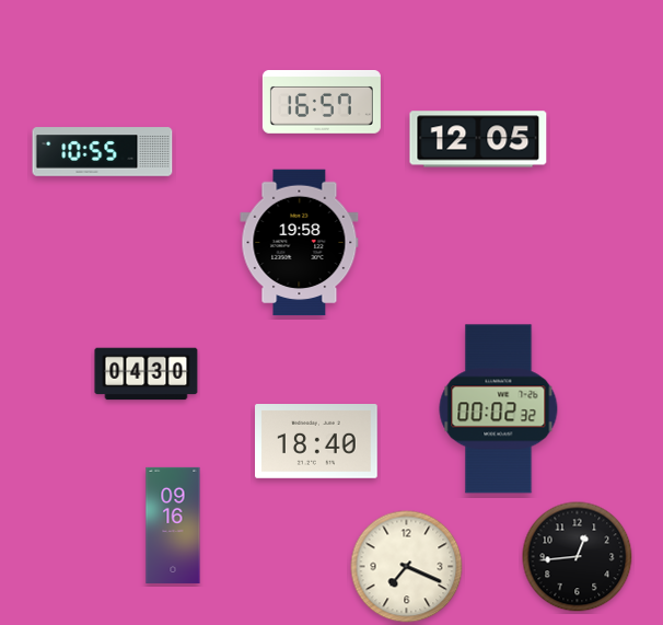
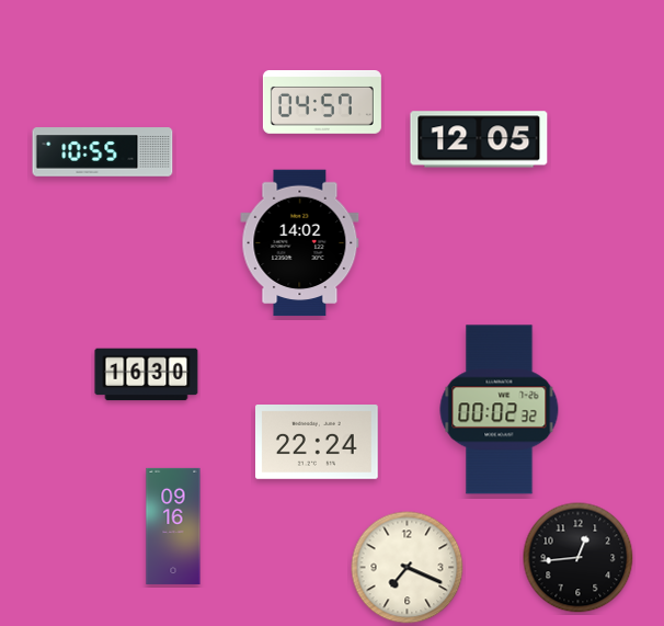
clock at (322, 103): 16:57 -> 04:57
clock at (300, 243): 19:58 -> 14:02
clock at (147, 374): 04:30 -> 16:30
clock at (317, 442): 18:40 -> 22:24
